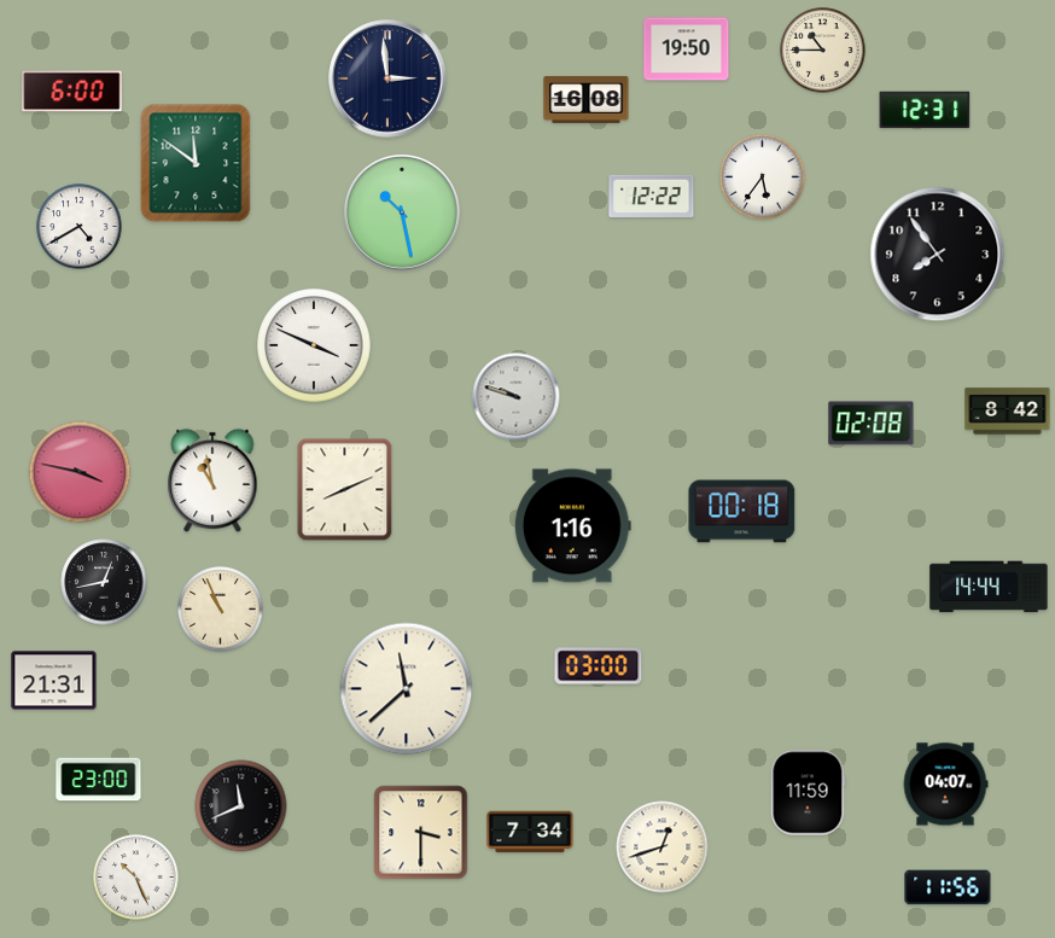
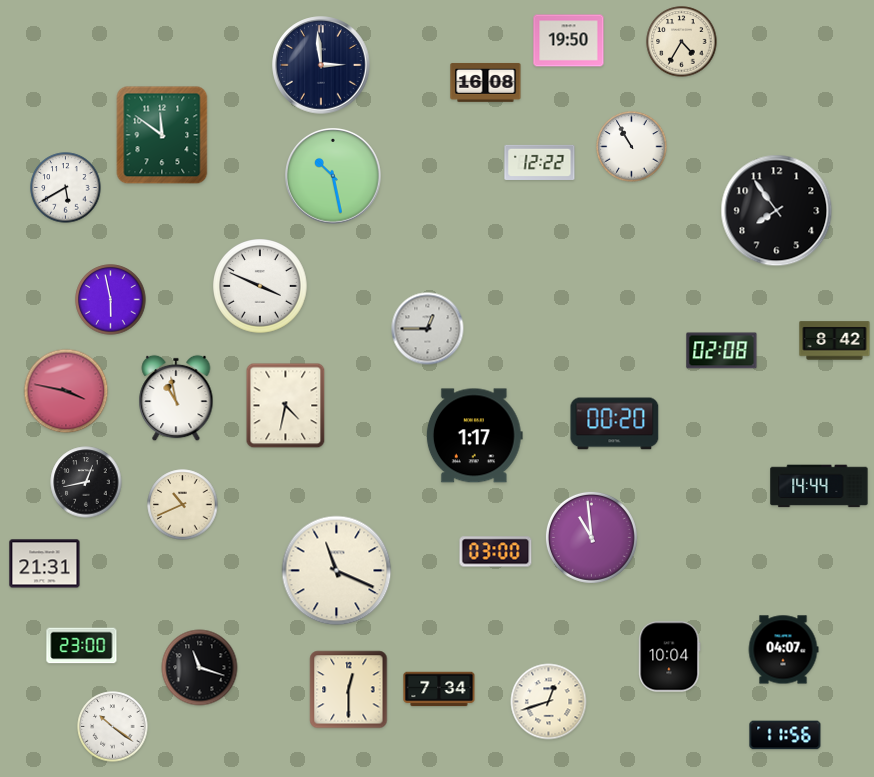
clock at (823, 51): 10:45 -> 4:35
clock at (72, 92): 6:00 -> none
clock at (925, 110): 12:31 -> none
clock at (763, 177): 5:36 -> 10:55
clock at (80, 227): 4:40 -> 5:40
clock at (111, 300): none -> 5:58
clock at (517, 397): 9:48 -> 12:45
clock at (345, 490): 8:11 -> 4:32
clock at (742, 512): 00:18 -> 00:20
clock at (572, 526): 1:16 -> 1:17
clock at (221, 610): 10:56 -> 10:41
clock at (591, 537): none -> 10:59
clock at (407, 689): 11:38 -> 11:19
clock at (809, 793): 11:59 -> 10:04
clock at (241, 806): 11:41 -> 11:18
clock at (421, 833): 3:30 -> 12:30
clock at (136, 878): 10:26 -> 10:21
